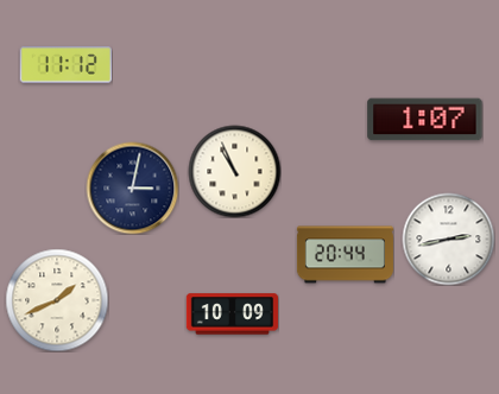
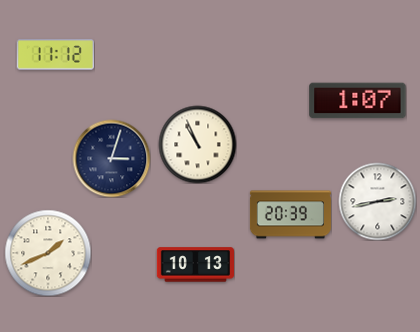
clock at (132, 188): 3:02 -> 3:03
clock at (345, 255): 20:44 -> 20:39
clock at (232, 314): 10:09 -> 10:13
